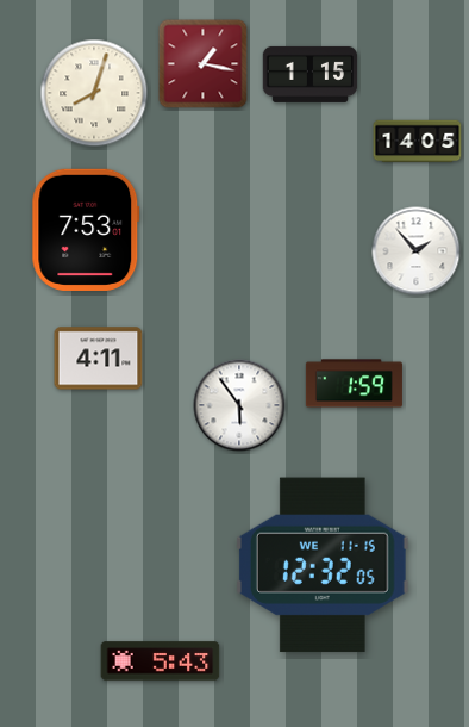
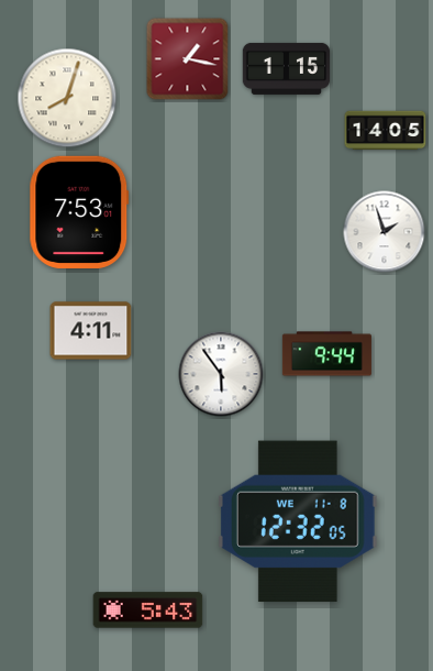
clock at (94, 93) position: (94, 93) -> (67, 98)
clock at (417, 251): 1:53 -> 1:57
clock at (354, 384): 1:59 -> 9:44
clock at (323, 565) date: WE 11-15 -> WE 11-8
